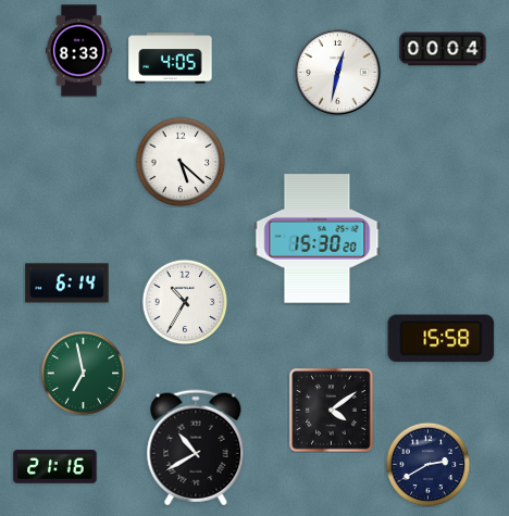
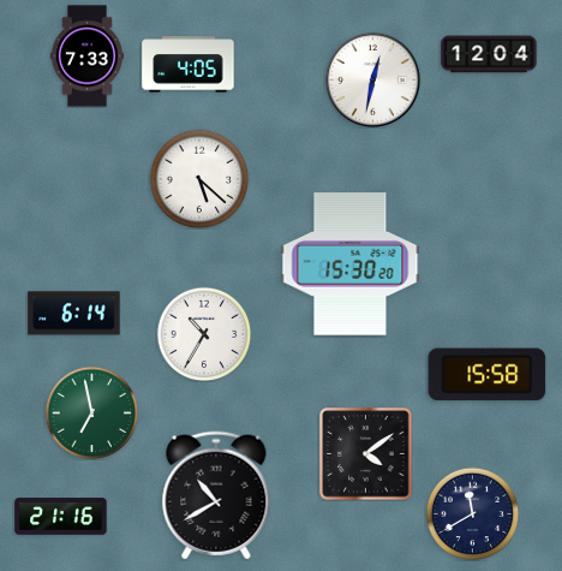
clock at (443, 49): 00:04 -> 12:04
clock at (78, 51): 8:33 -> 7:33
clock at (427, 464): 2:40 -> 11:40
